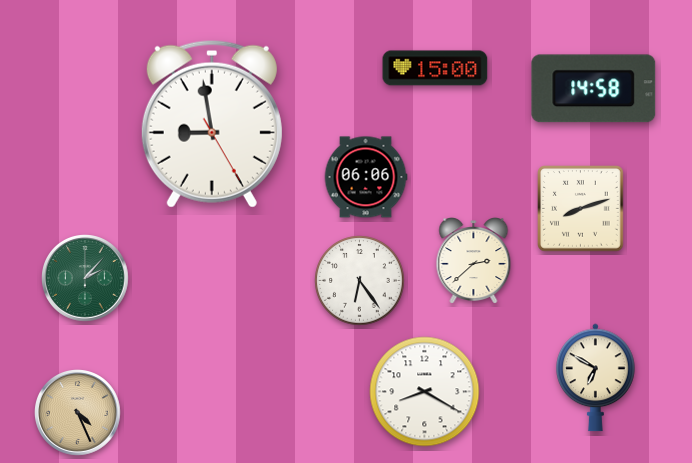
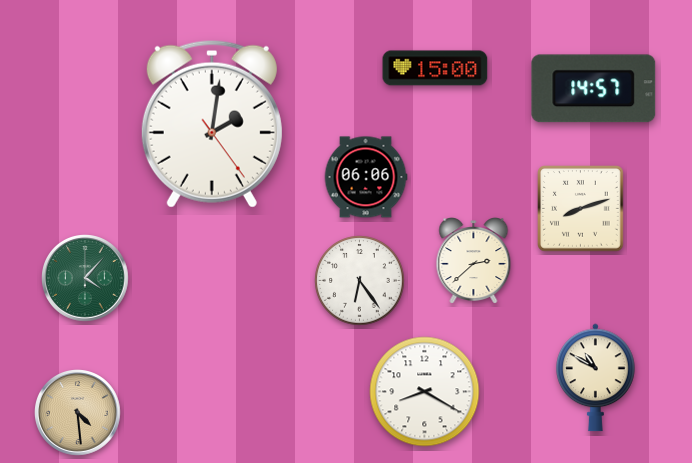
clock at (594, 89): 14:58 -> 14:57
clock at (212, 124): 8:58 -> 2:01
clock at (86, 279): 2:07 -> 4:07
clock at (596, 378): 6:50 -> 10:50
clock at (78, 413): 4:26 -> 4:29
